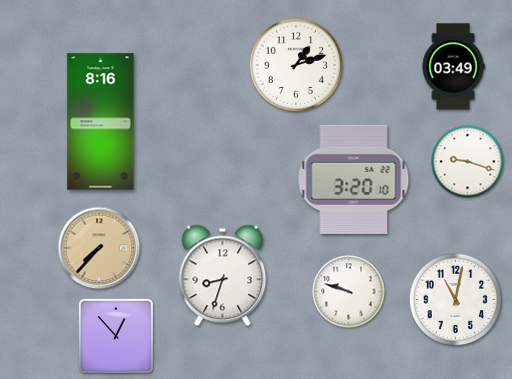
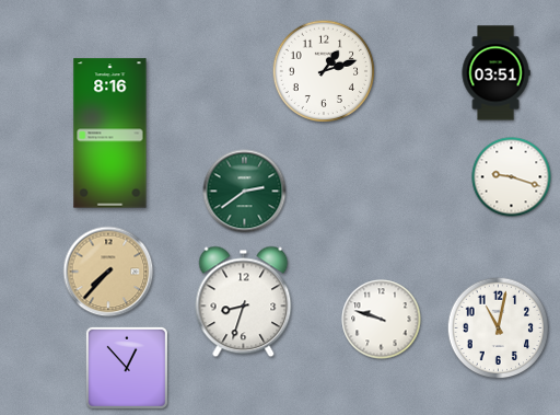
clock at (453, 67): 03:49 -> 03:51
clock at (245, 192): none -> 2:39
clock at (354, 179): 3:20 -> none
